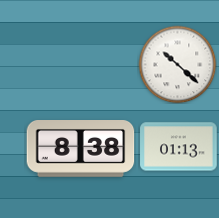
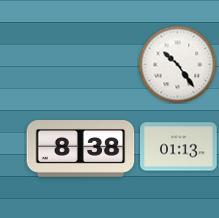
clock at (177, 64): 10:22 -> 10:24
